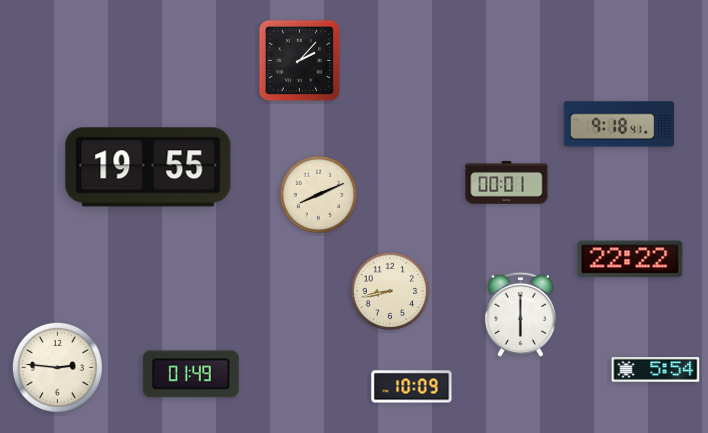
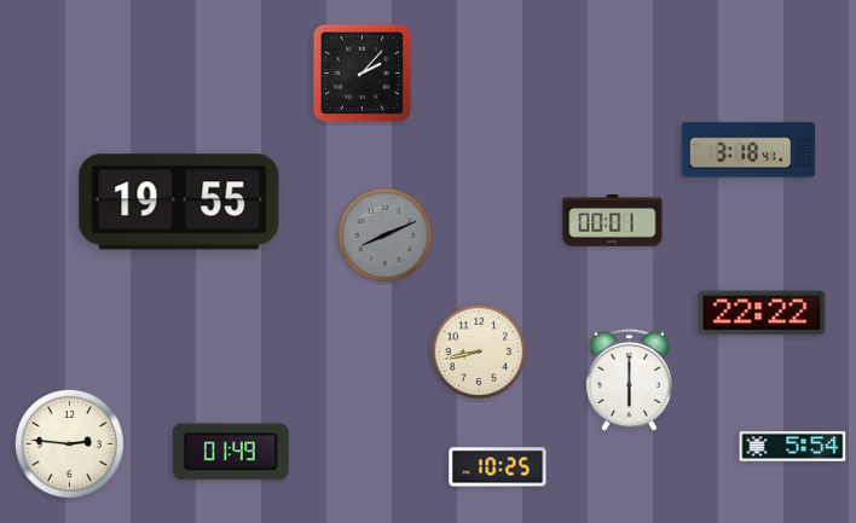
clock at (619, 124): 9:18 -> 3:18
clock at (319, 195) dial: cream -> grey
clock at (390, 291) position: (390, 291) -> (479, 351)
clock at (412, 387): 10:09 -> 10:25
